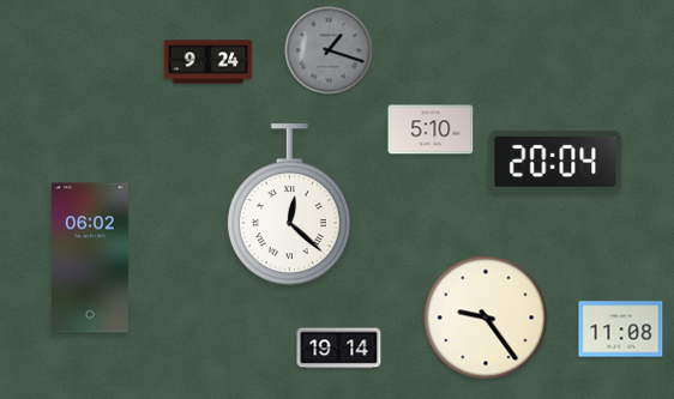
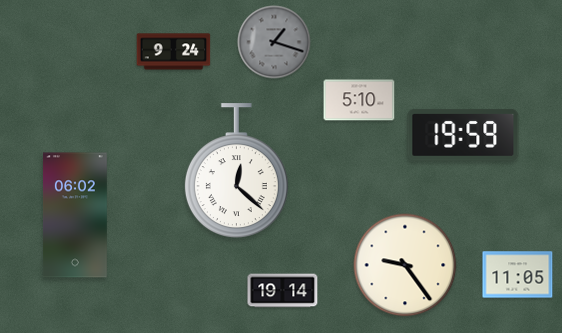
clock at (431, 129) position: (431, 129) -> (359, 100)
clock at (555, 162): 20:04 -> 19:59
clock at (289, 204) position: (289, 204) -> (236, 170)
clock at (621, 330): 11:08 -> 11:05
